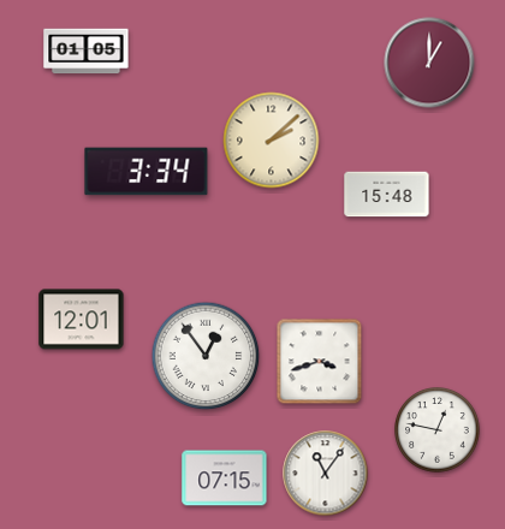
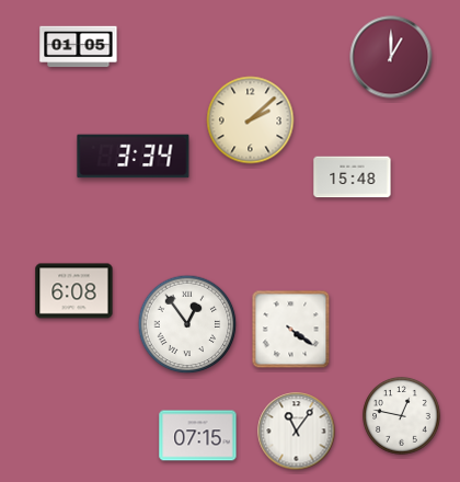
clock at (272, 141) position: (272, 141) -> (251, 120)
clock at (82, 320): 12:01 -> 6:08
clock at (320, 362): 3:42 -> 4:21
clock at (438, 430) position: (438, 430) -> (402, 416)
clock at (225, 479) position: (225, 479) -> (198, 436)
